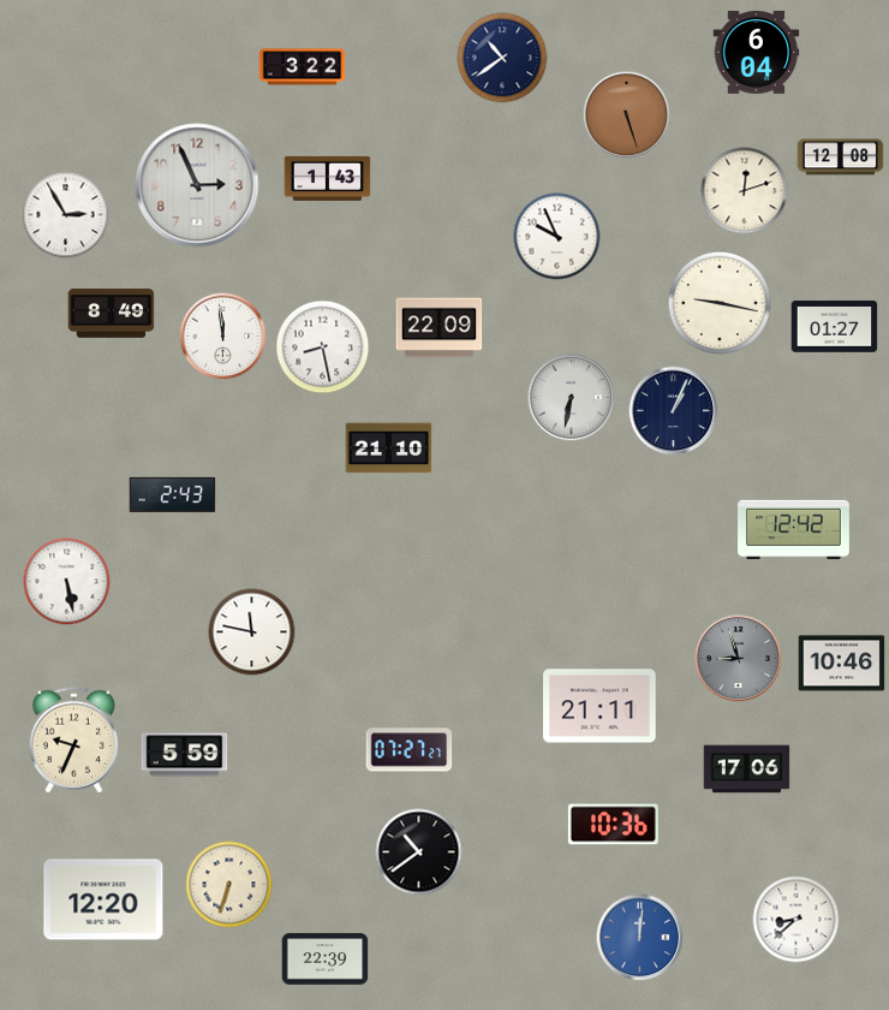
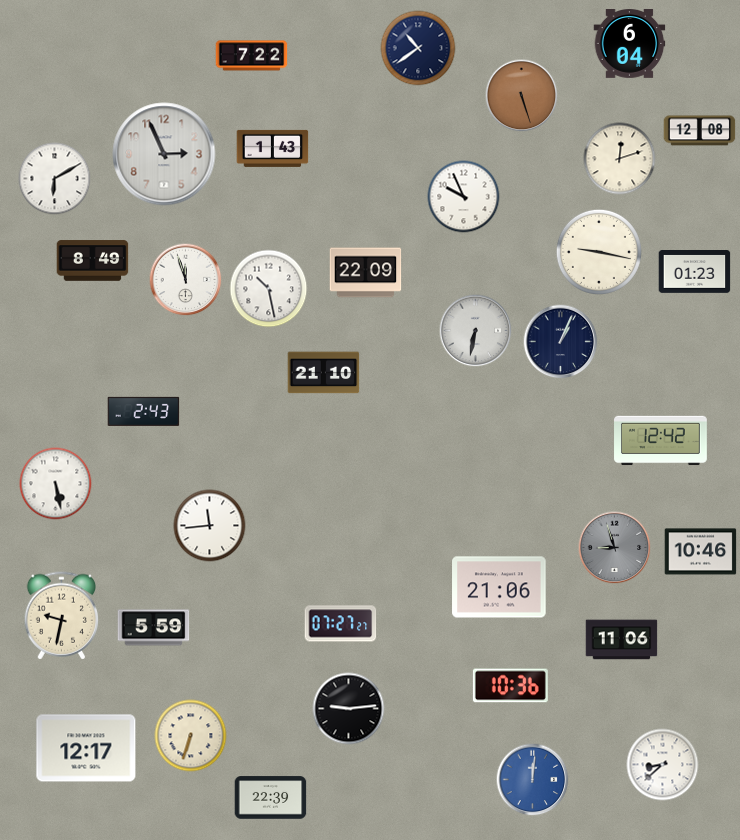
clock at (303, 67): 3:22 -> 7:22
clock at (66, 215): 2:55 -> 6:10
clock at (835, 327): 01:27 -> 01:23
clock at (223, 337): 11:59 -> 11:57
clock at (323, 347): 8:28 -> 10:28
clock at (252, 632): 11:47 -> 11:44
clock at (599, 706): 21:11 -> 21:06
clock at (74, 741): 9:34 -> 9:32
clock at (747, 770): 17:06 -> 11:06
clock at (419, 852): 10:39 -> 9:14
clock at (103, 899): 12:20 -> 12:17
